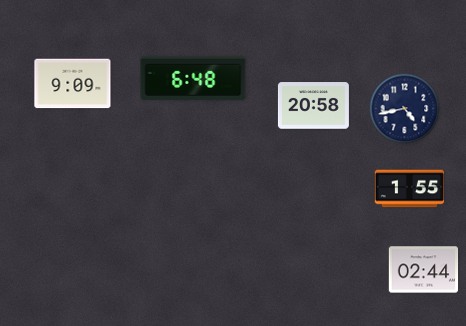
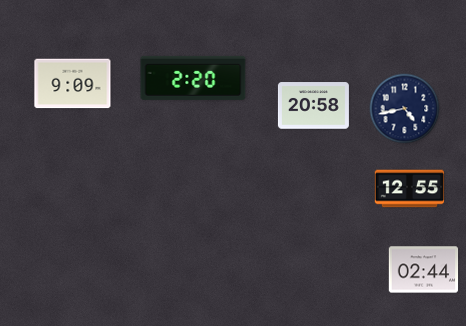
clock at (193, 78): 6:48 -> 2:20
clock at (410, 189): 1:55 -> 12:55
